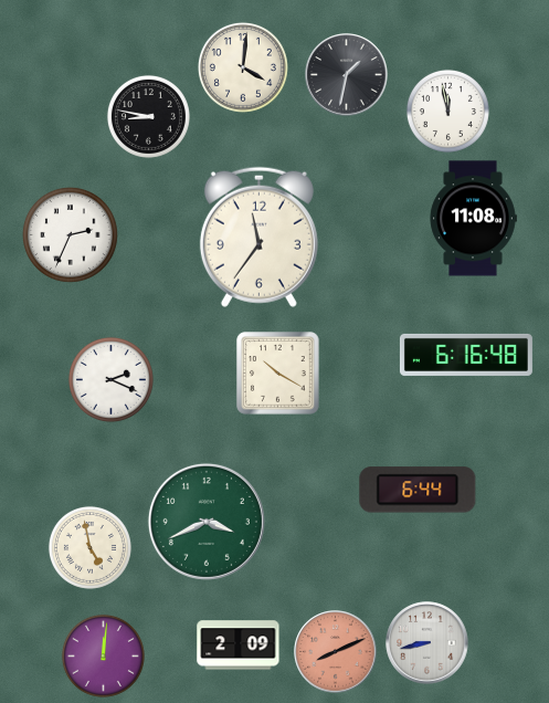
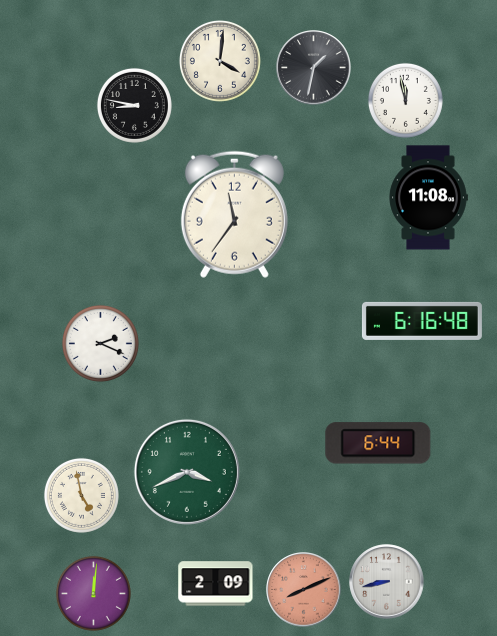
clock at (71, 235): 2:34 -> none
clock at (278, 374): 10:20 -> none
